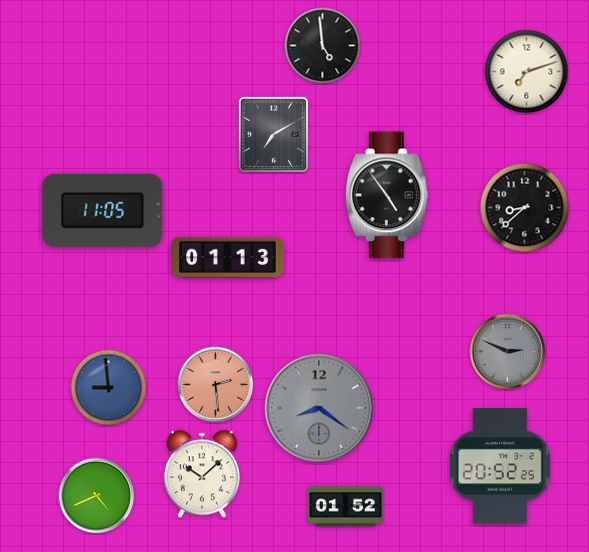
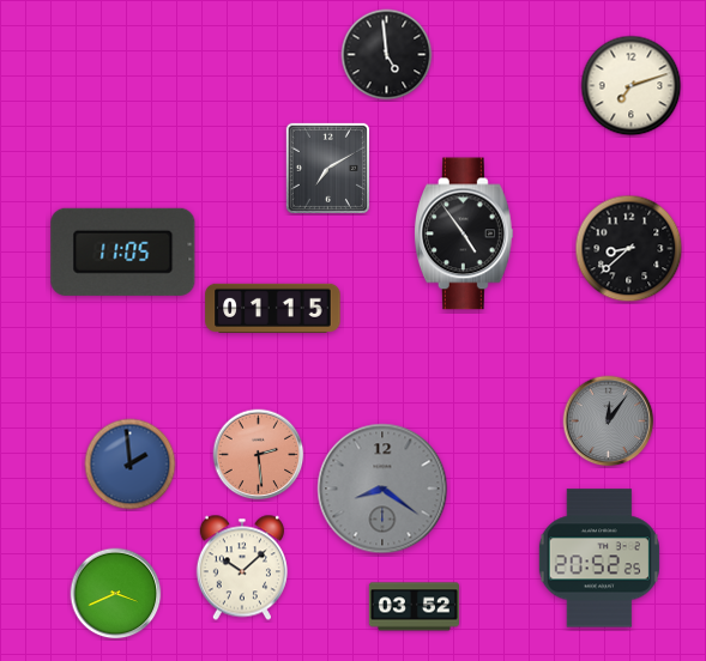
clock at (273, 134) position: (273, 134) -> (327, 168)
clock at (228, 257): 01:13 -> 01:15
clock at (508, 352): 2:49 -> 12:06
clock at (216, 385) position: (216, 385) -> (259, 455)
clock at (109, 388): 8:59 -> 1:59
clock at (97, 496): 4:41 -> 3:41
clock at (345, 507): 01:52 -> 03:52
